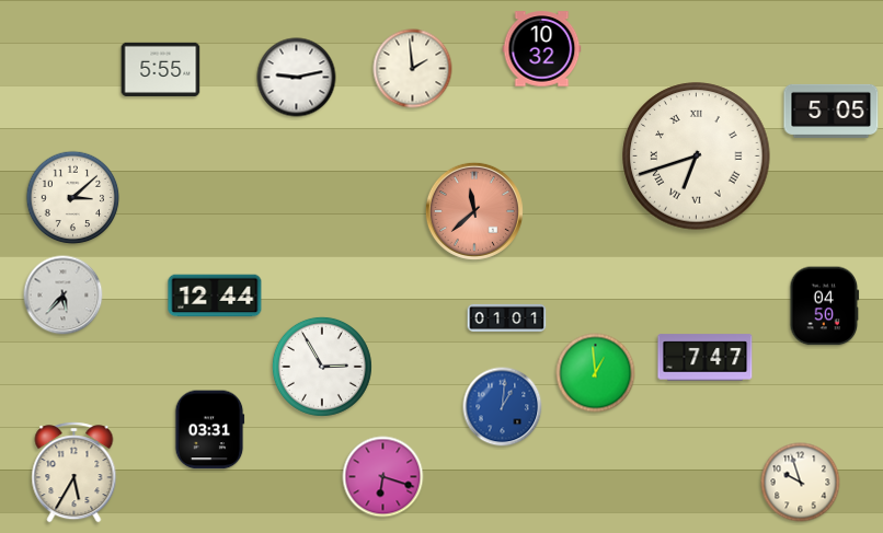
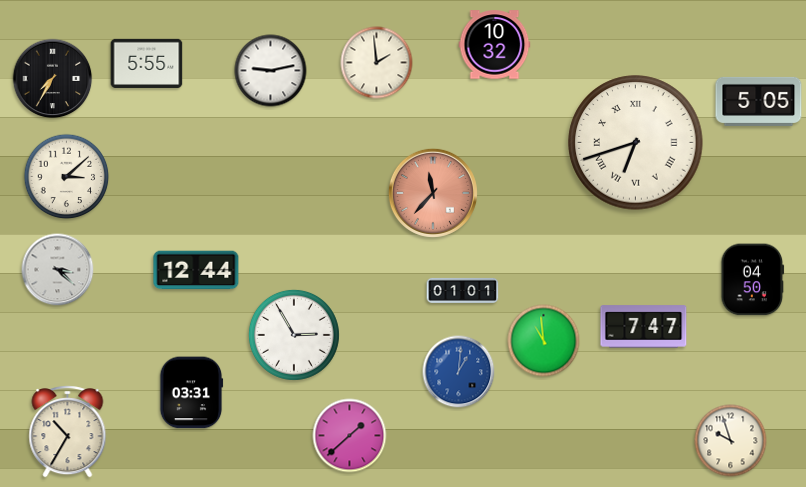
clock at (53, 79): none -> 7:35
clock at (73, 198) position: (73, 198) -> (67, 177)
clock at (474, 211): 11:38 -> 11:37
clock at (64, 296): 5:37 -> 3:22
clock at (596, 373): 12:59 -> 10:59
clock at (74, 473): 5:35 -> 10:35
clock at (383, 477): 6:18 -> 1:38
